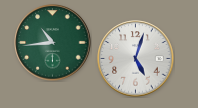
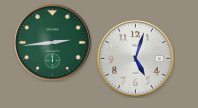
clock at (53, 43): 10:44 -> 2:44
